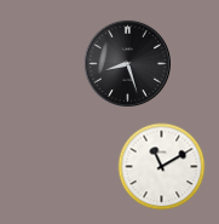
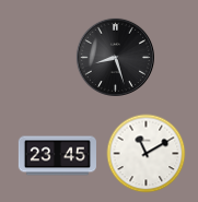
clock at (162, 167) position: (162, 167) -> (147, 154)
clock at (57, 156): none -> 23:45
